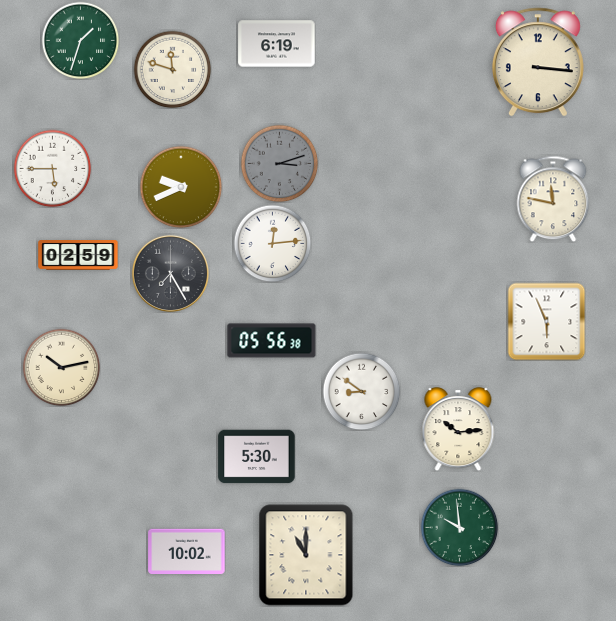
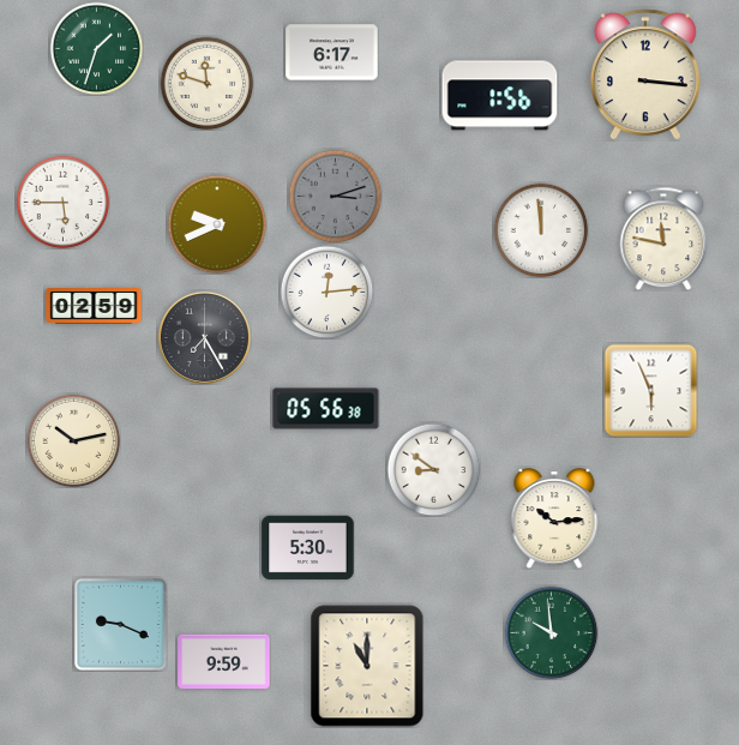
clock at (277, 44): 6:19 -> 6:17
clock at (500, 96): none -> 1:56
clock at (541, 230): none -> 11:59
clock at (170, 273) position: (170, 273) -> (204, 337)
clock at (546, 321) position: (546, 321) -> (650, 390)
clock at (458, 429) position: (458, 429) -> (554, 518)
clock at (120, 624): none -> 9:19
clock at (187, 551): 10:02 -> 9:59
